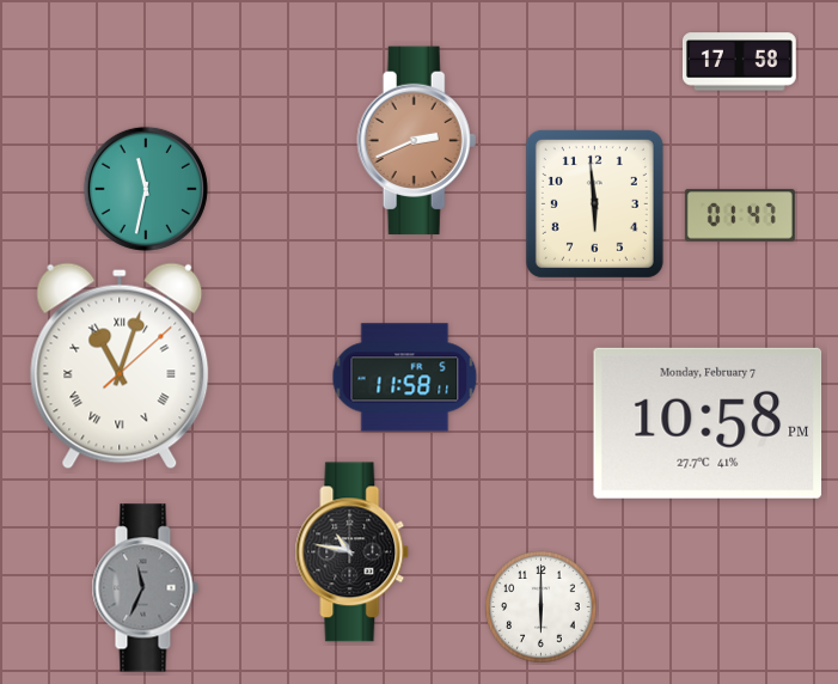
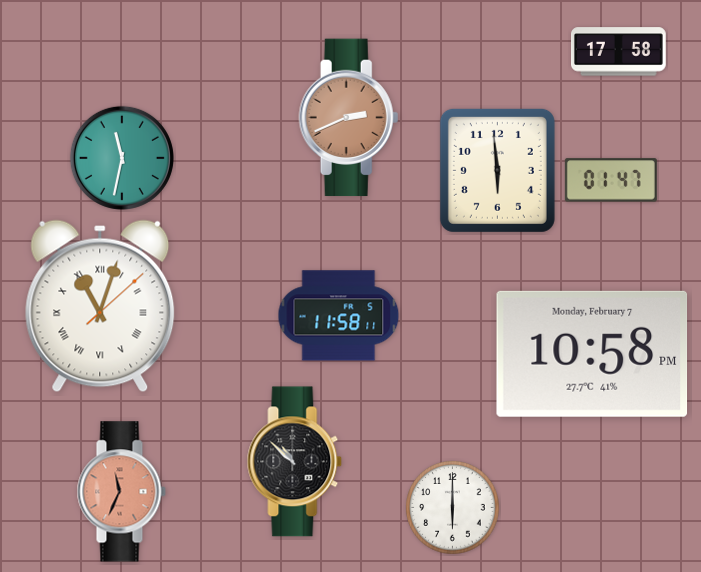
clock at (740, 215) position: (740, 215) -> (611, 180)
clock at (353, 552): 10:47 -> 10:52
clock at (145, 588) dial: grey -> salmon
